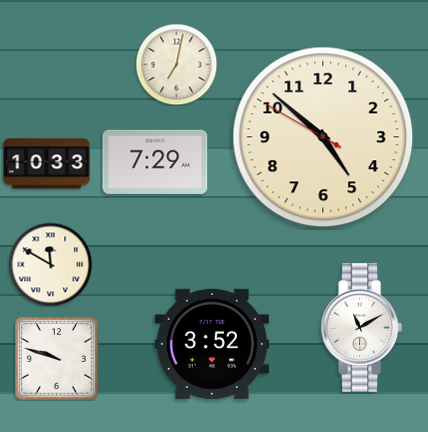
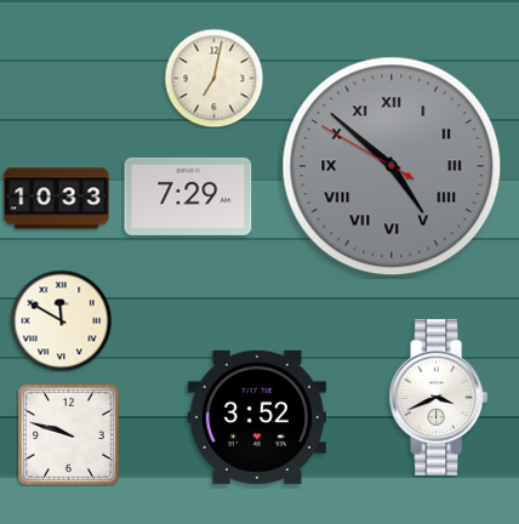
clock at (323, 137) dial: cream -> grey
clock at (323, 137) numerals: Arabic -> Roman
clock at (361, 328): 11:10 -> 3:41
